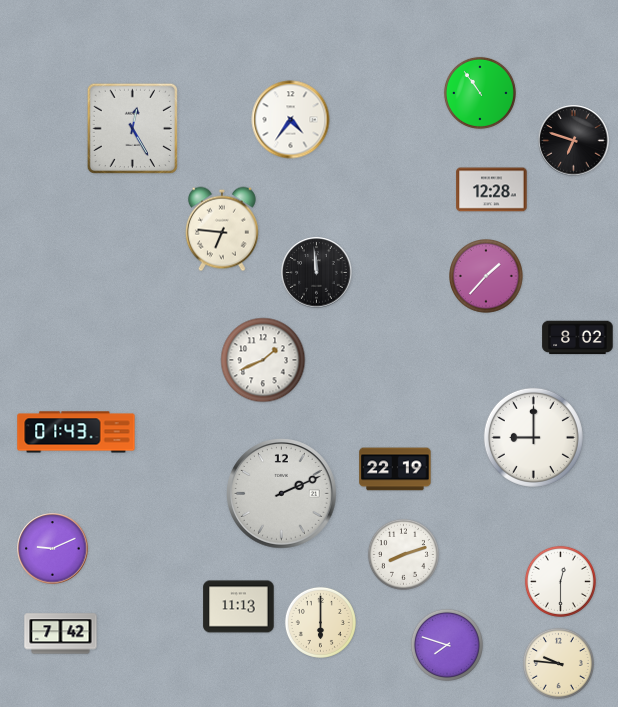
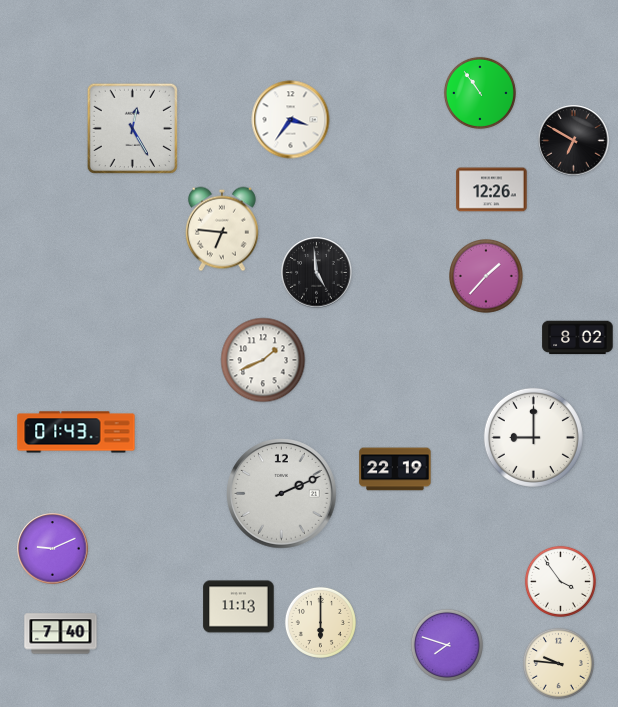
clock at (291, 120): 4:36 -> 3:36
clock at (574, 141): 6:48 -> 6:50
clock at (492, 190): 12:28 -> 12:26
clock at (317, 273): 11:59 -> 4:59
clock at (403, 554): 8:12 -> none
clock at (560, 581): 12:30 -> 3:54
clock at (61, 634): 7:42 -> 7:40
